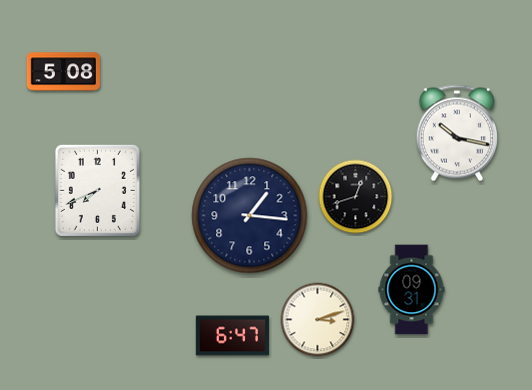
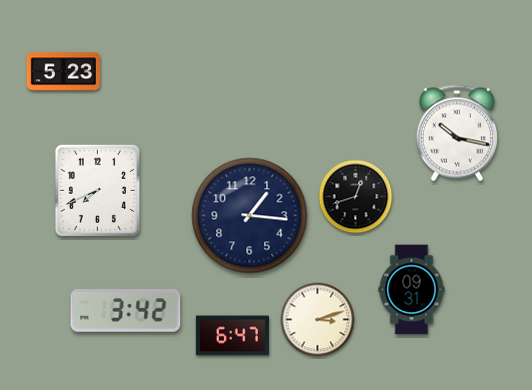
clock at (63, 72): 5:08 -> 5:23
clock at (126, 311): none -> 3:42
